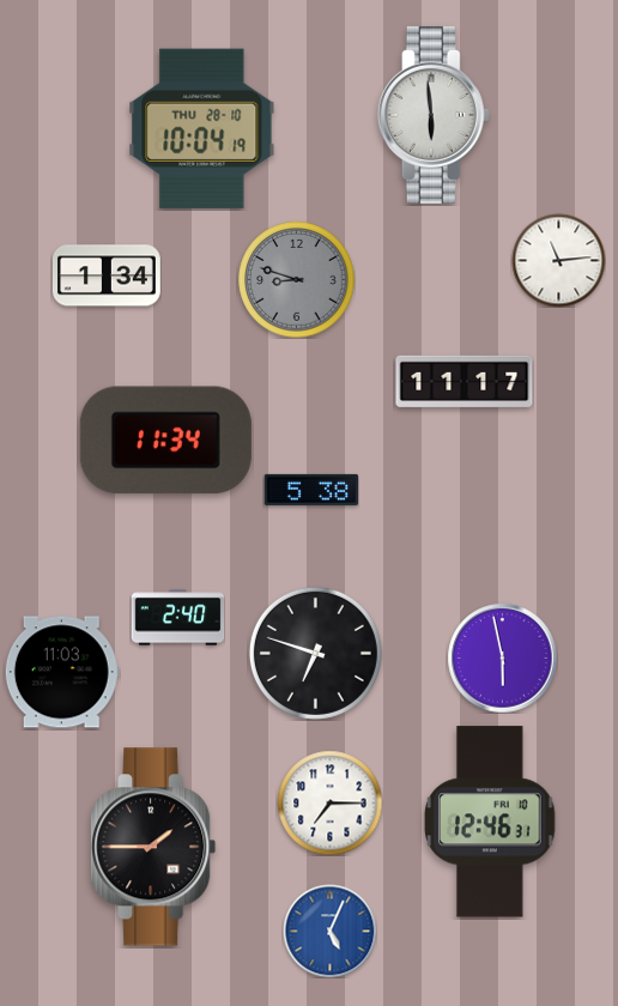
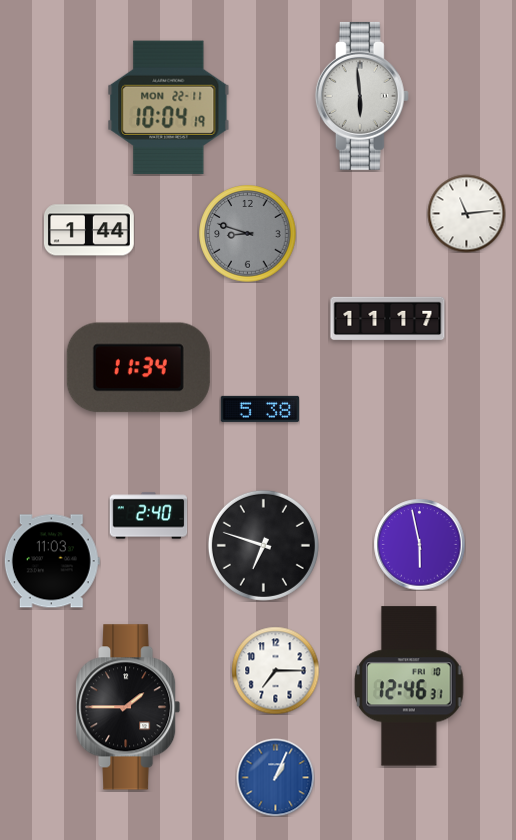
clock at (202, 128) date: THU 28-10 -> MON 22-11
clock at (558, 260) position: (558, 260) -> (466, 213)
clock at (107, 275): 1:34 -> 1:44
clock at (502, 657) position: (502, 657) -> (419, 544)
clock at (329, 931): 5:04 -> 1:04
